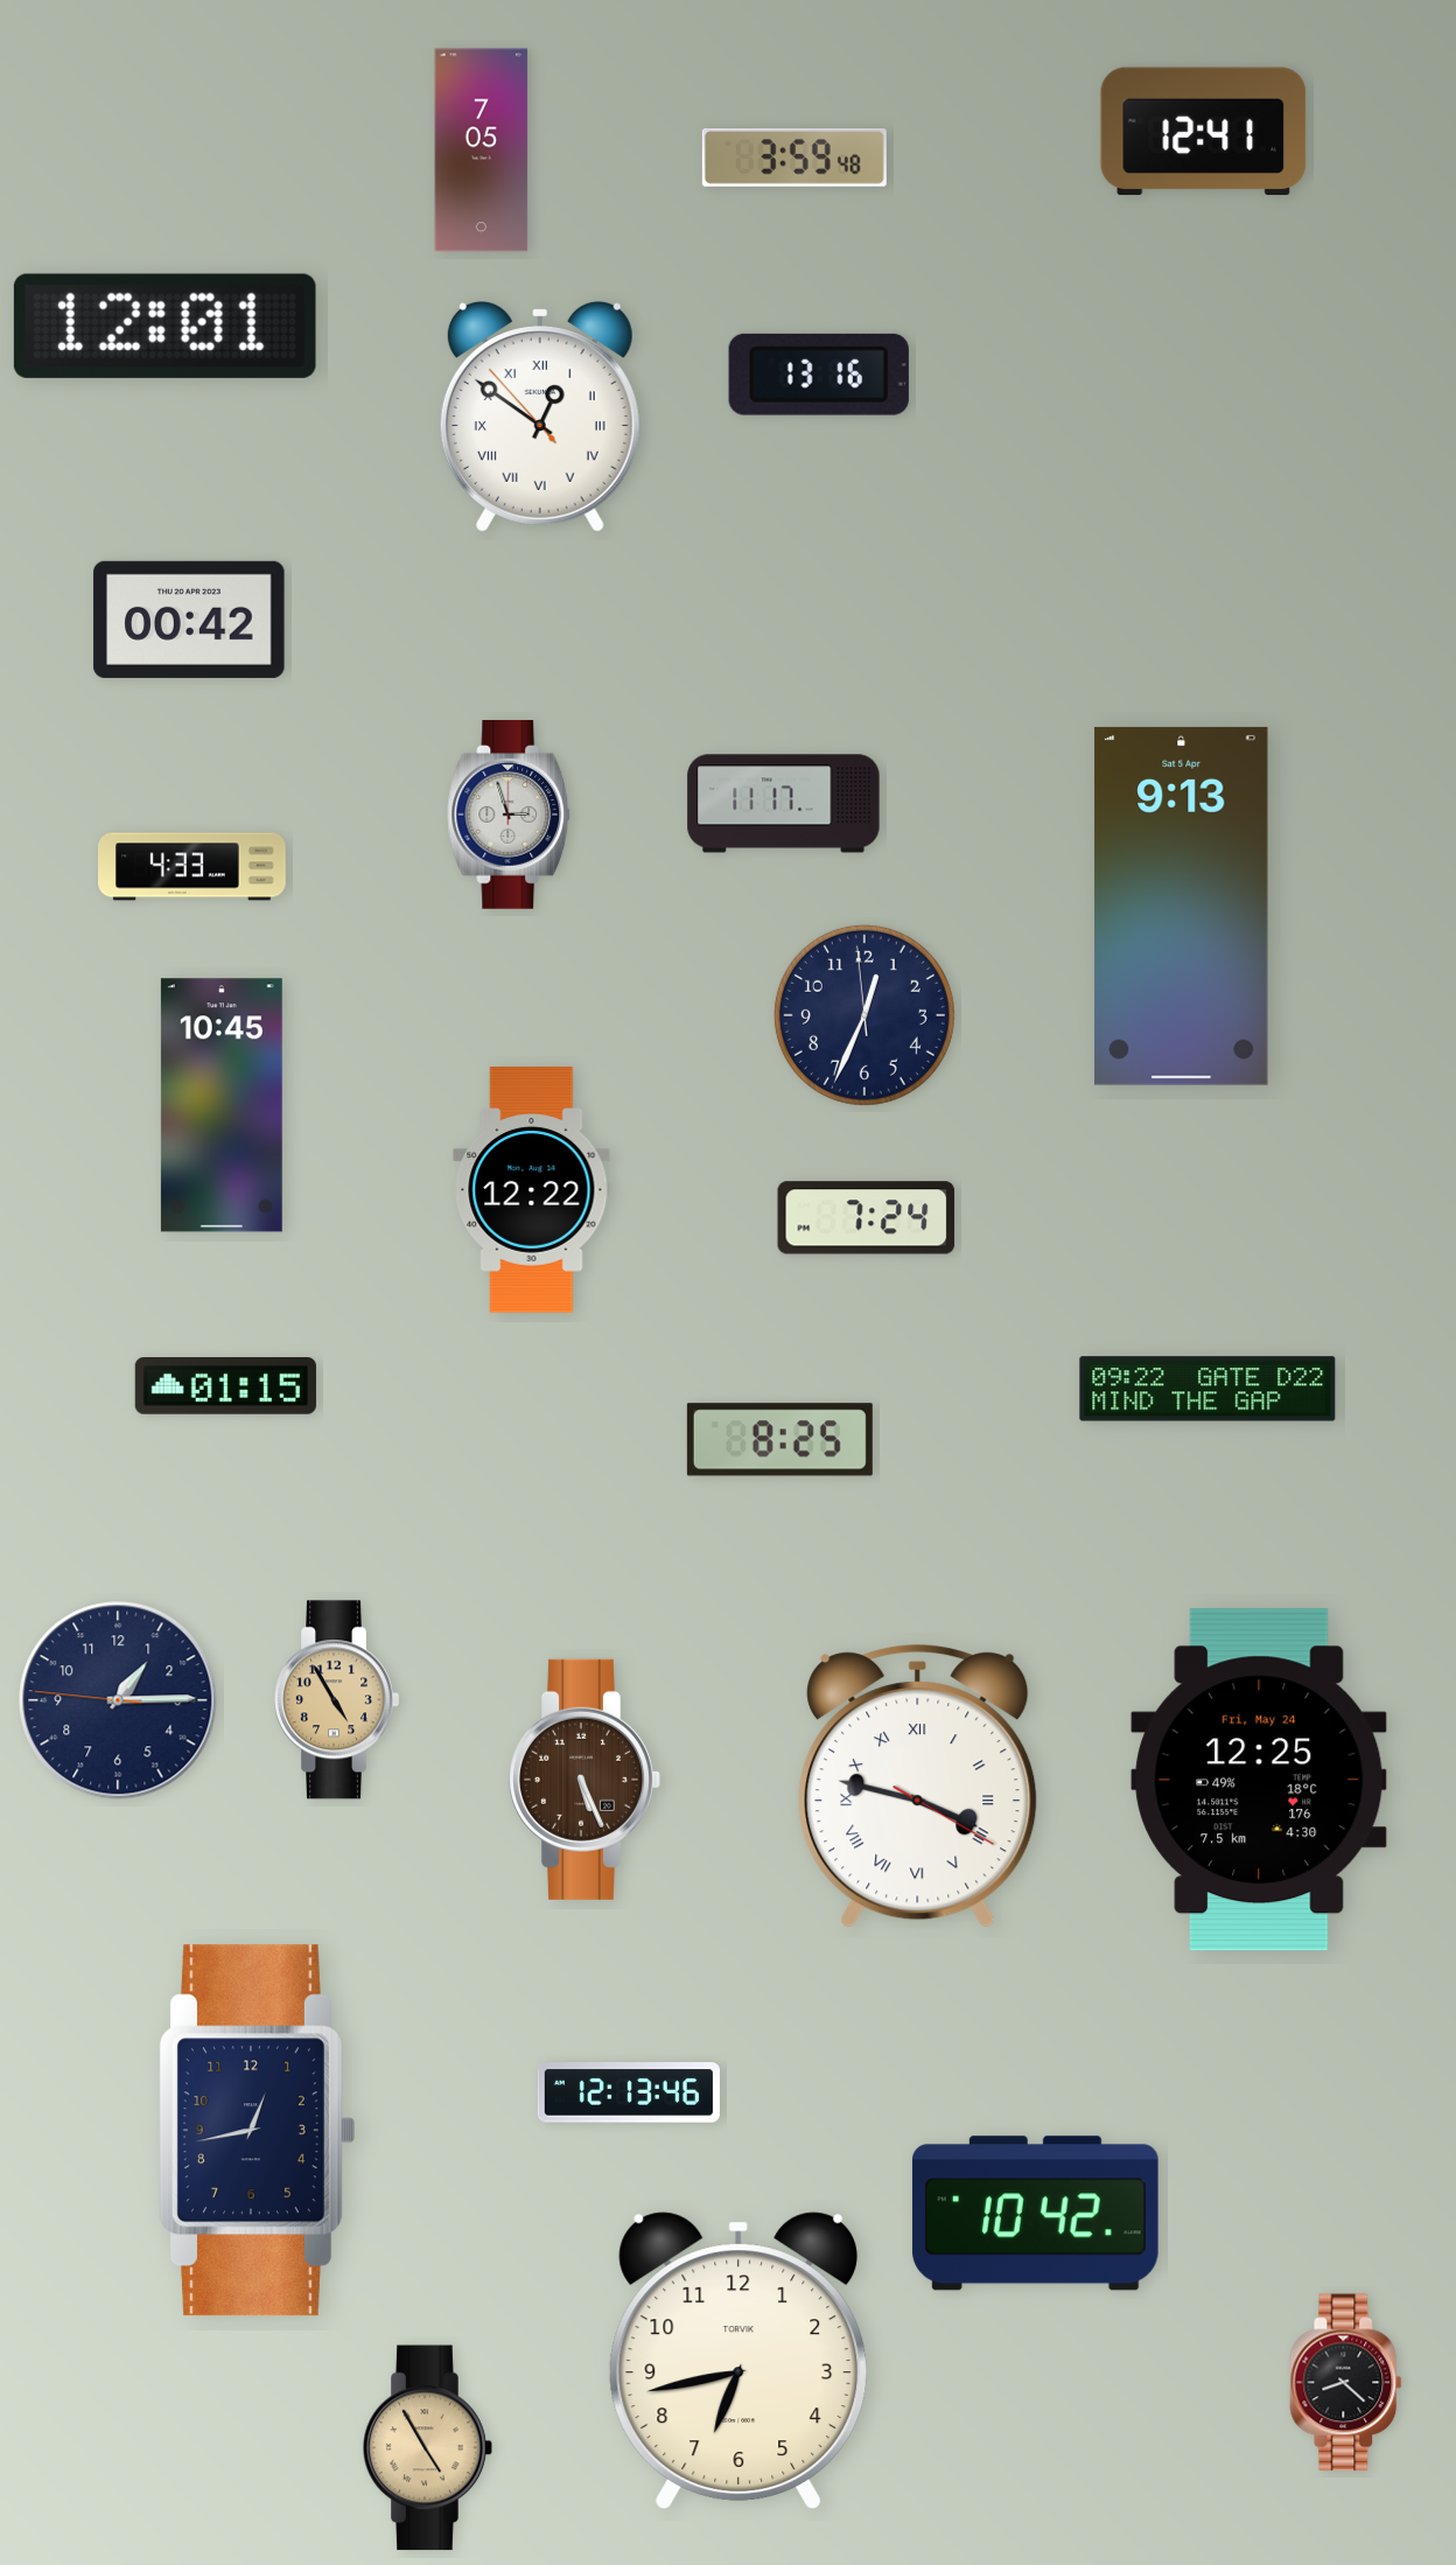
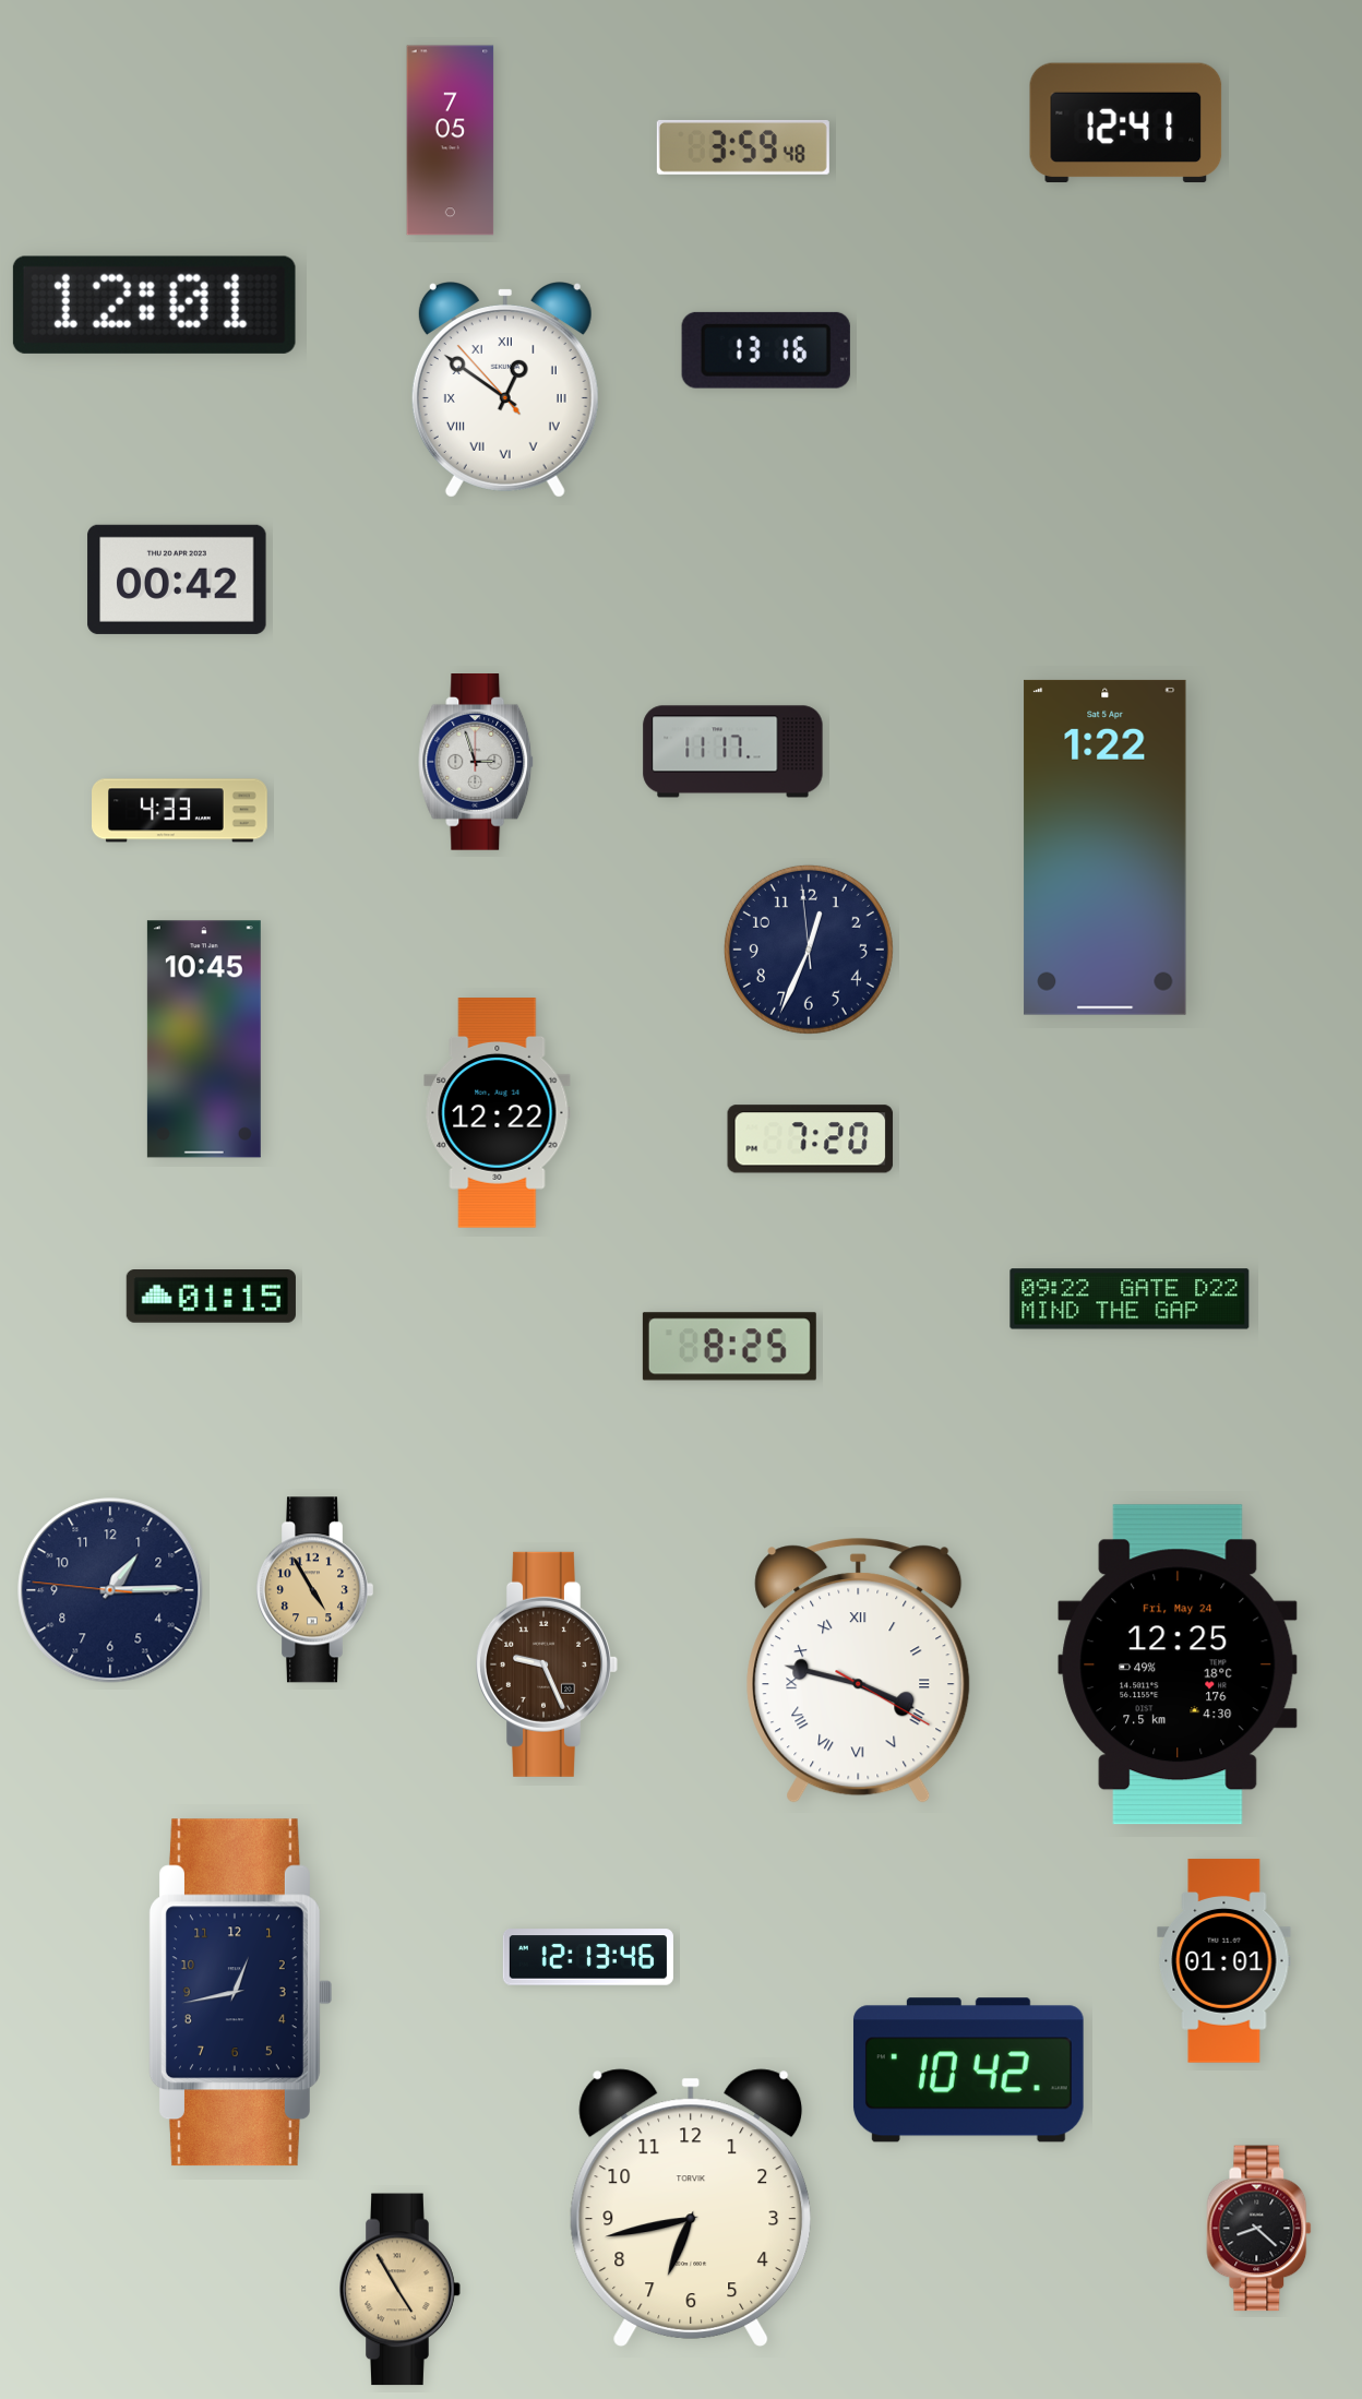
clock at (1182, 906): 9:13 -> 1:22
clock at (222, 1105) position: (222, 1105) -> (204, 1039)
clock at (867, 1218): 7:24 -> 7:20
clock at (583, 1780): 5:26 -> 9:26
clock at (1224, 1961): none -> 01:01
